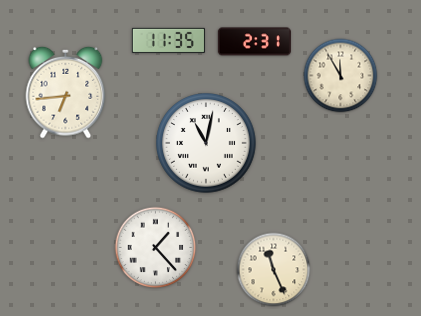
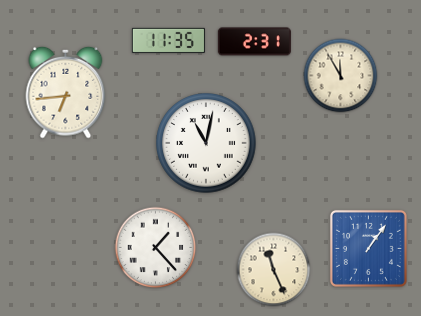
clock at (368, 248): none -> 1:06
